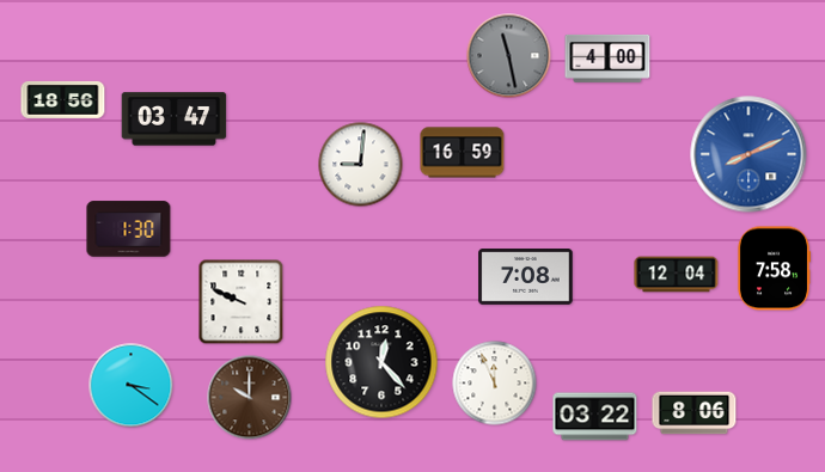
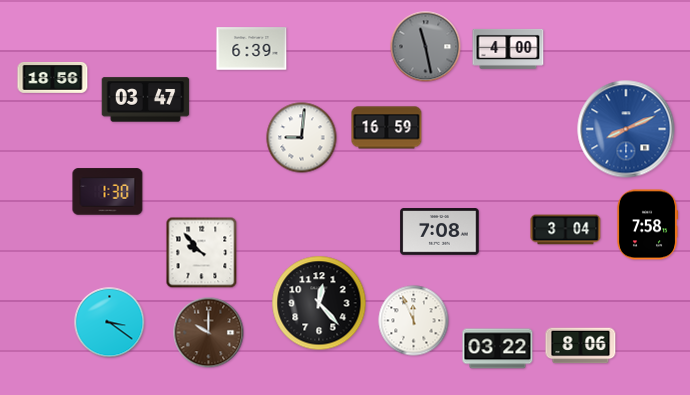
clock at (252, 49): none -> 6:39
clock at (63, 99) position: (63, 99) -> (53, 77)
clock at (677, 275): 12:04 -> 3:04
clock at (242, 302): 9:49 -> 9:53
